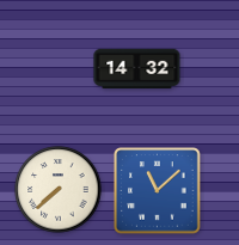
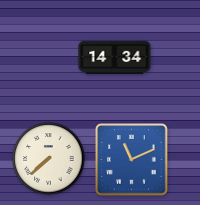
clock at (137, 69): 14:32 -> 14:34
clock at (158, 191): 11:08 -> 11:11
